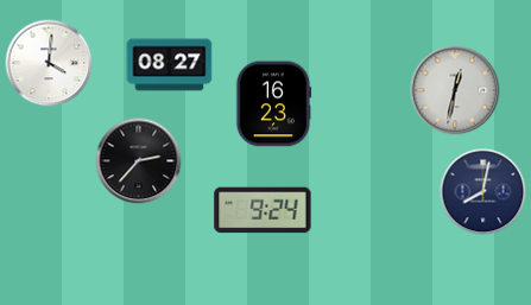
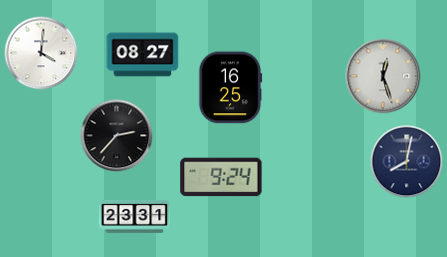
clock at (455, 90): 12:32 -> 12:27
clock at (273, 104): 16:23 -> 16:25
clock at (135, 217): none -> 23:31
